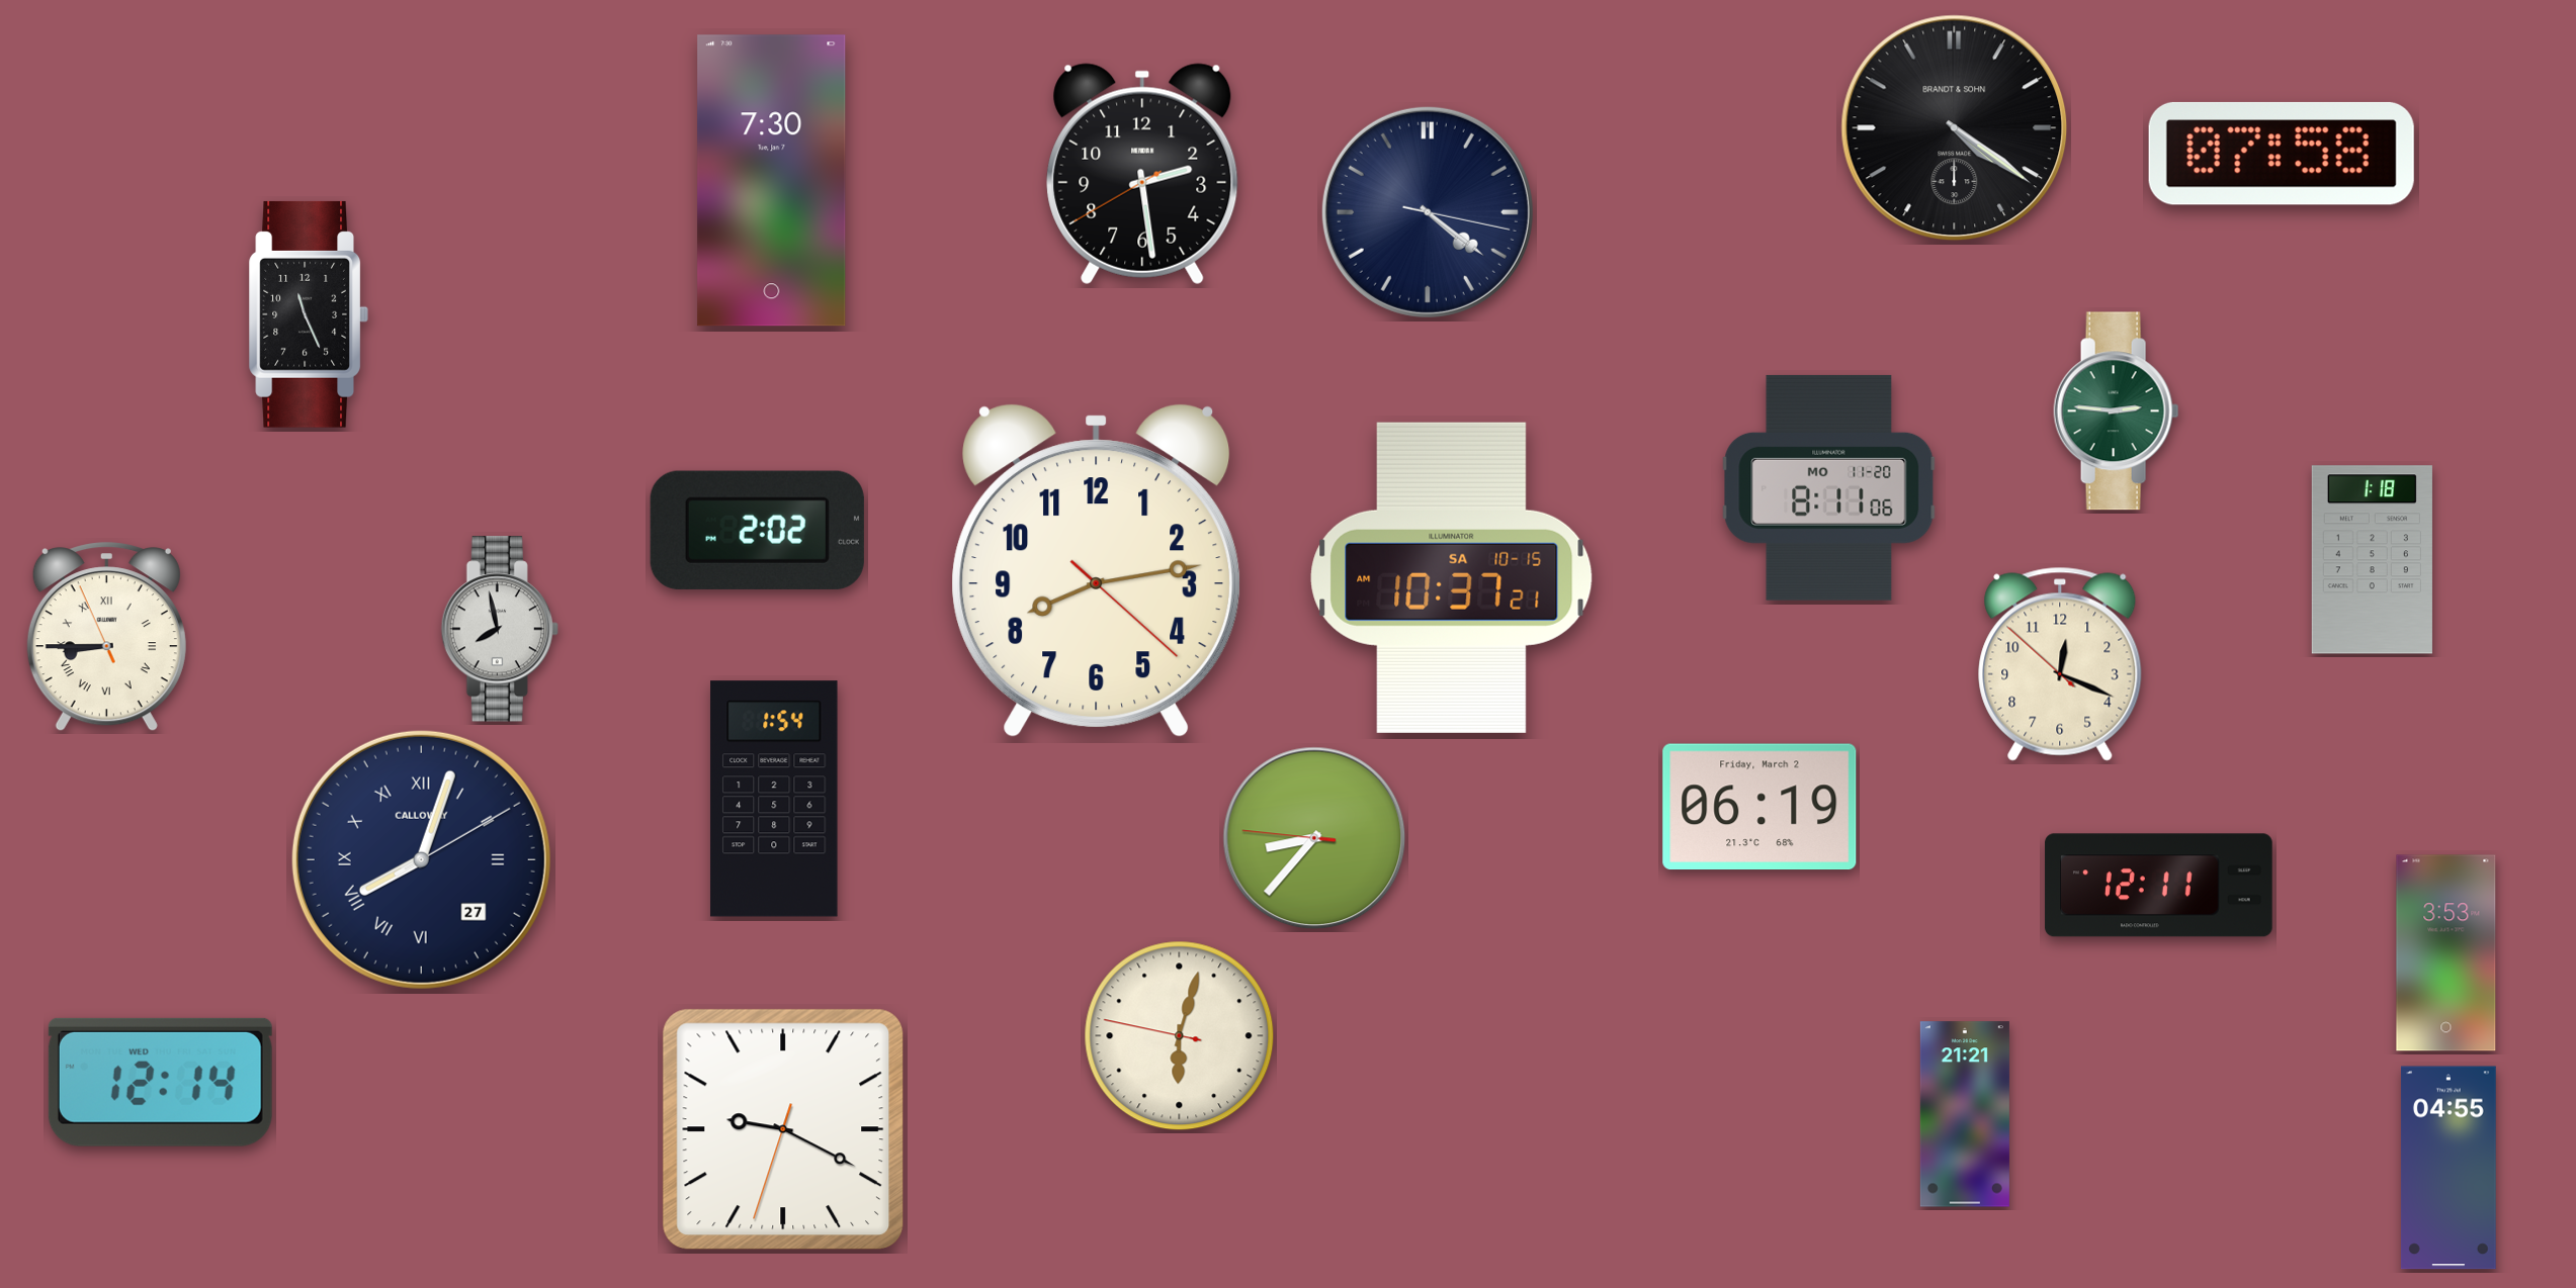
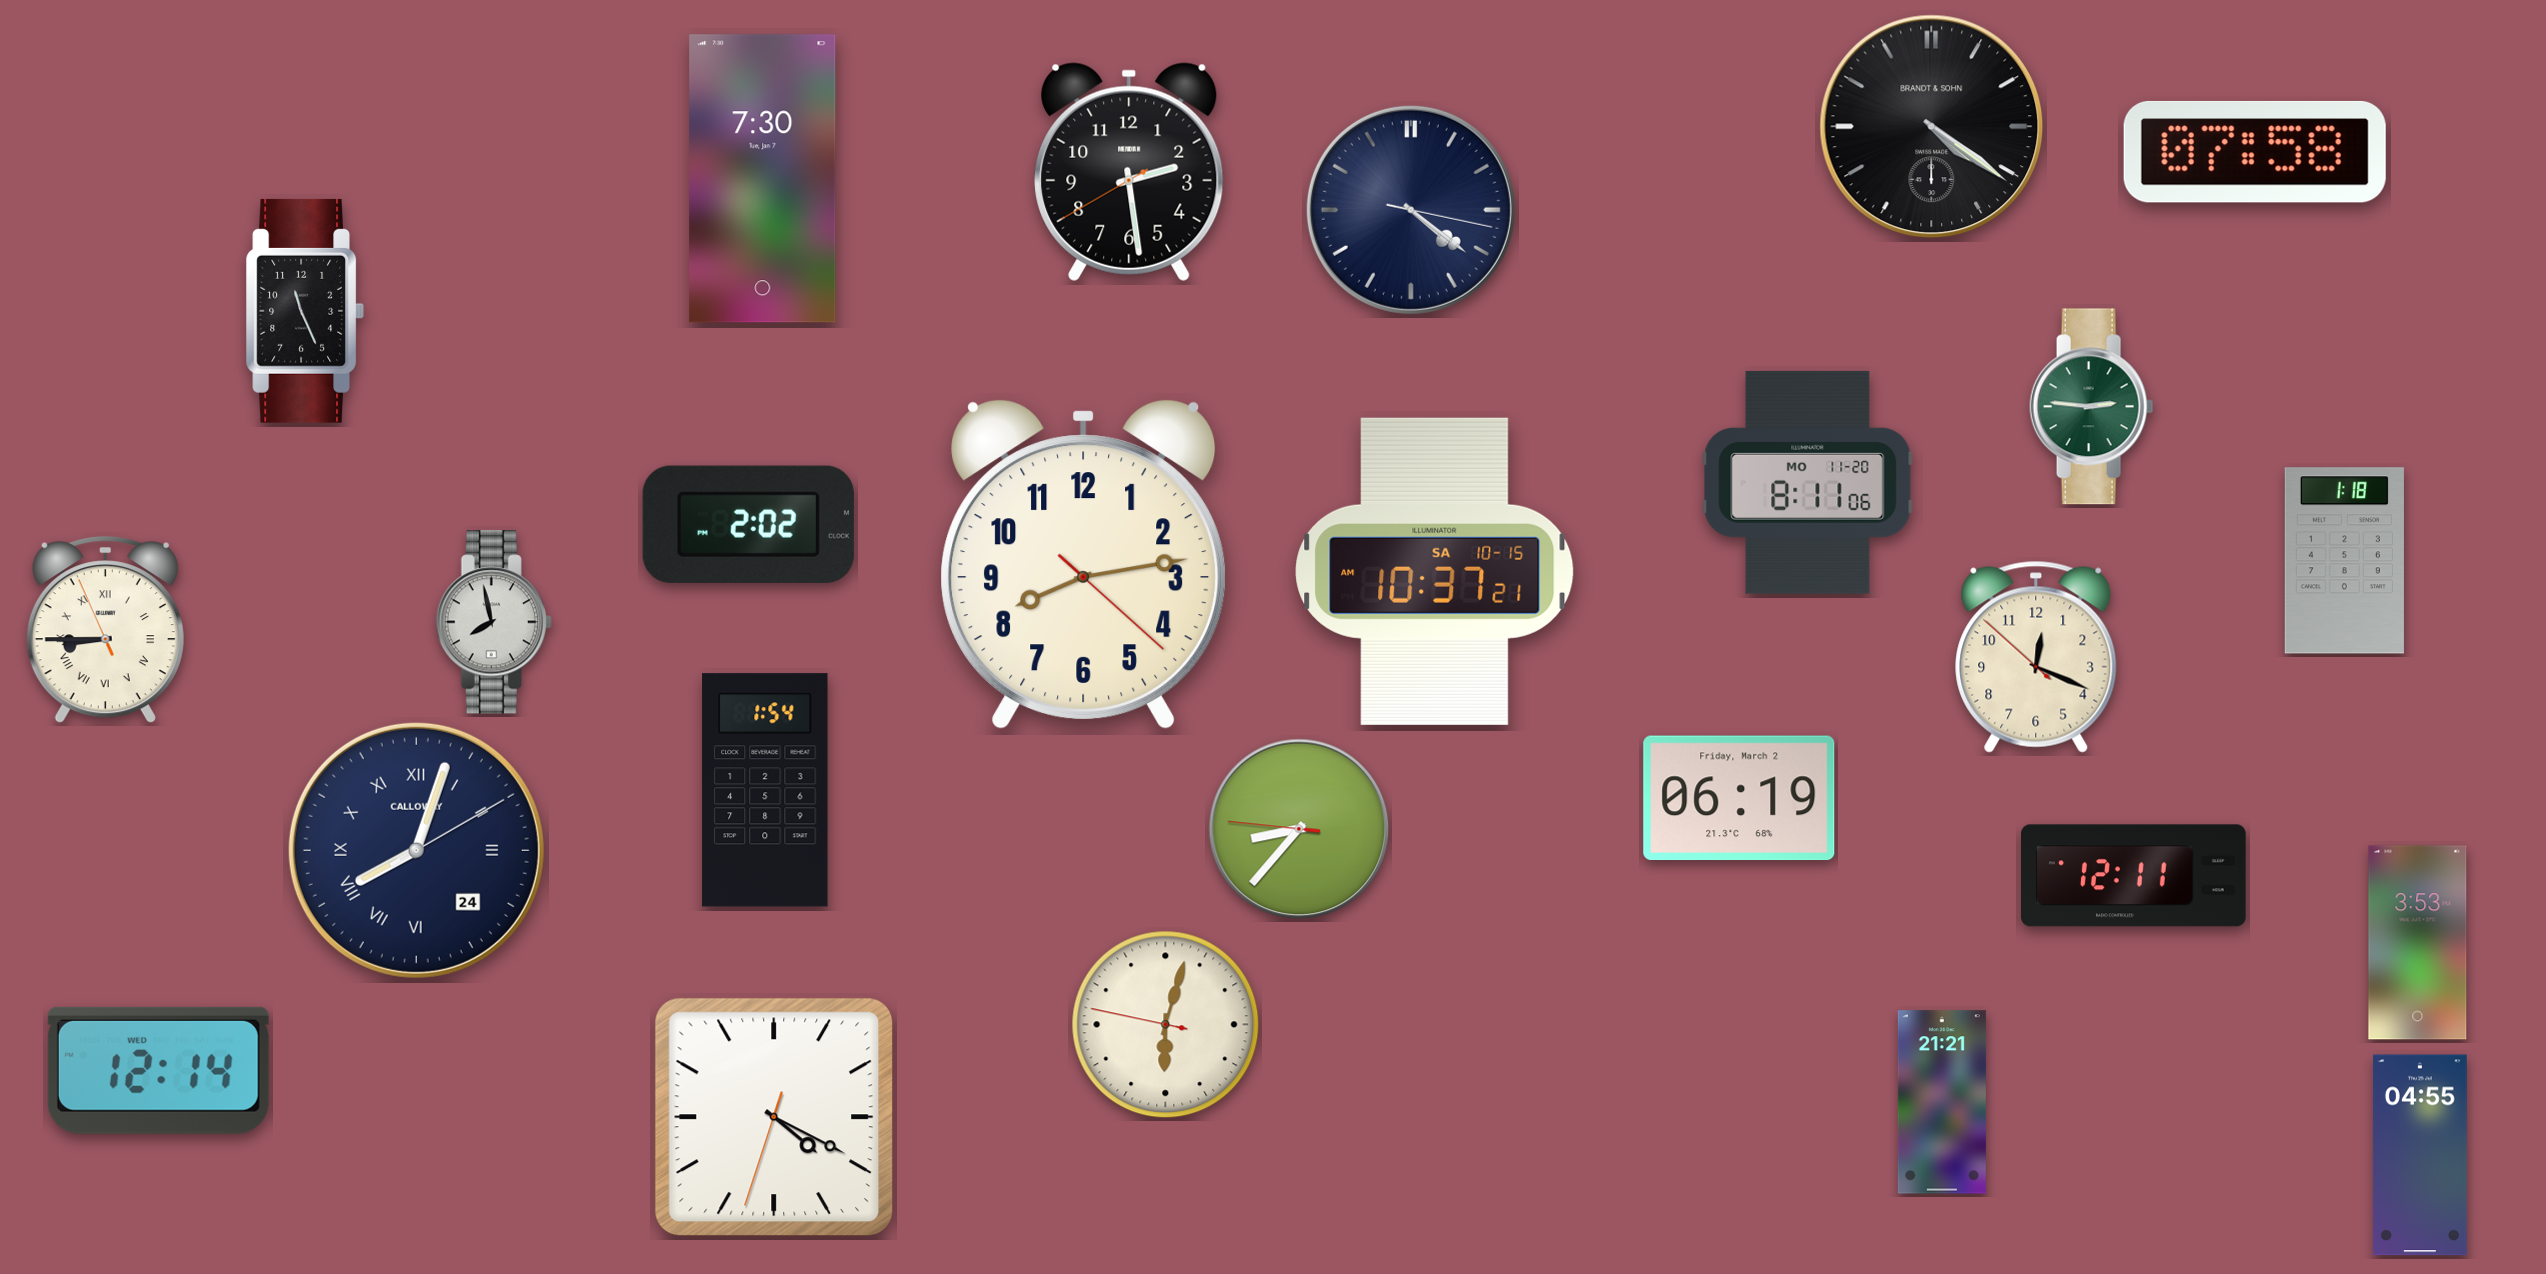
clock at (2372, 560) position: (2372, 560) -> (2344, 561)
clock at (421, 859) date: 27 -> 24
clock at (782, 1128): 9:19 -> 4:19
